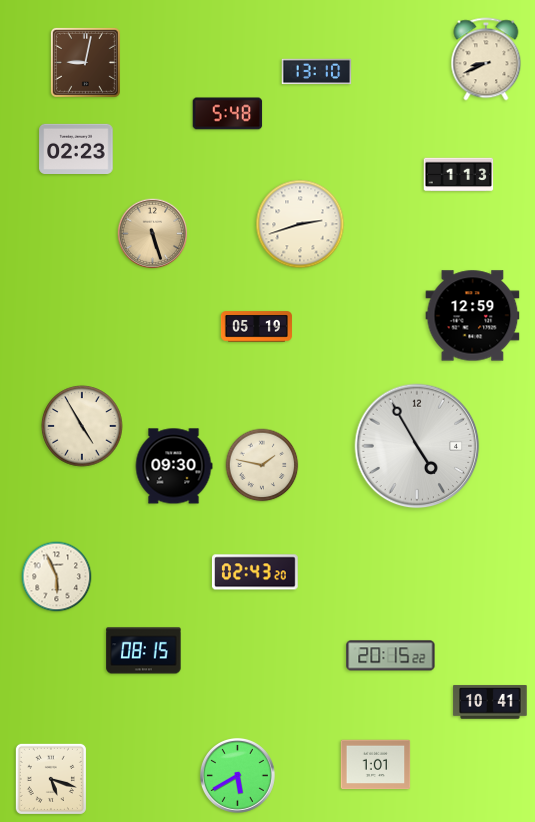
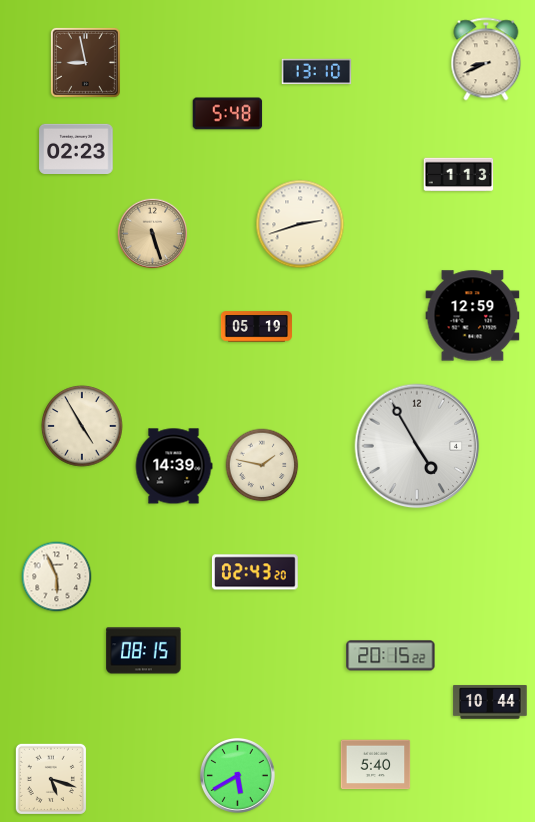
clock at (85, 62): 9:02 -> 8:58
clock at (174, 466): 09:30 -> 14:39
clock at (490, 702): 10:41 -> 10:44
clock at (376, 765): 1:01 -> 5:40
